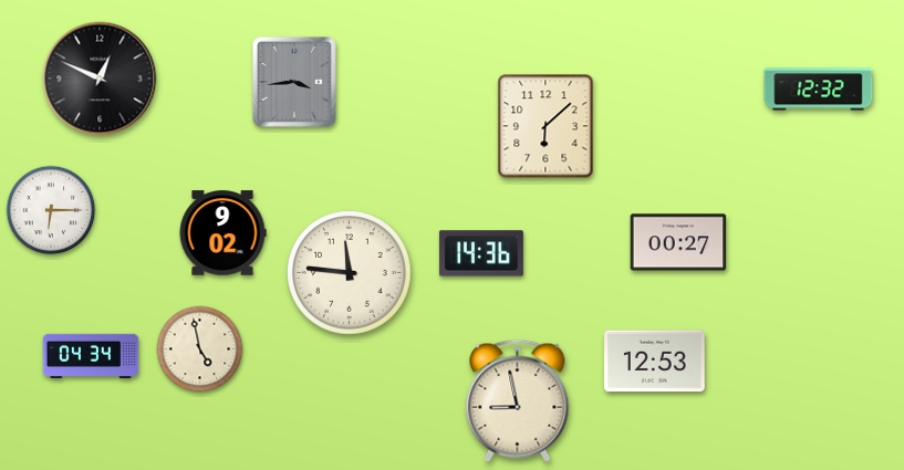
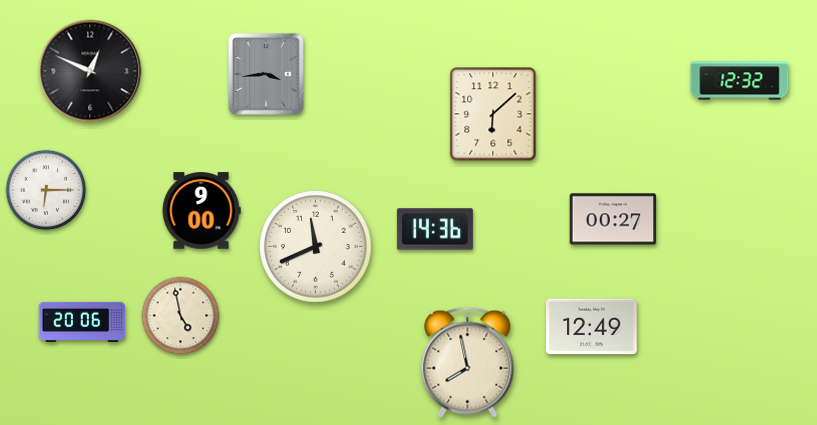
clock at (222, 233): 9:02 -> 9:00
clock at (350, 273): 11:46 -> 11:41
clock at (91, 355): 04:34 -> 20:06
clock at (655, 362): 12:53 -> 12:49
clock at (518, 400): 8:58 -> 7:58
